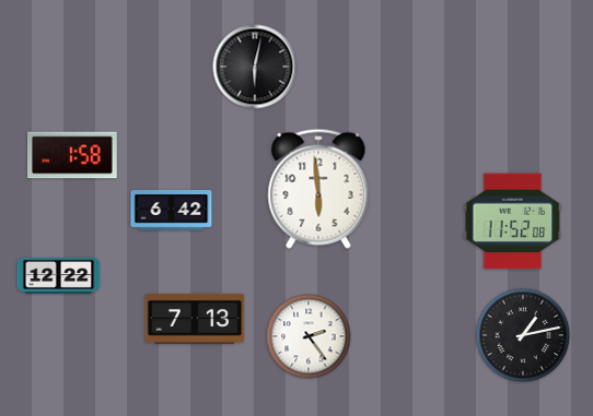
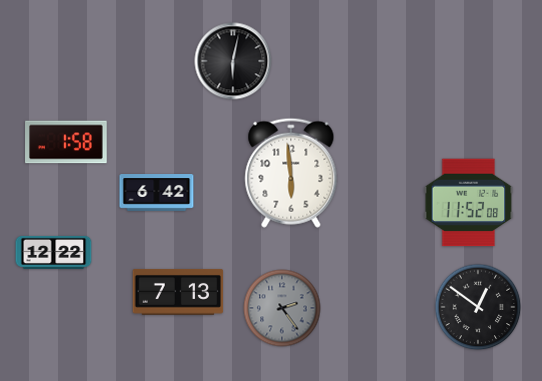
clock at (523, 335): 1:13 -> 12:51
clock at (309, 336) dial: white -> grey
